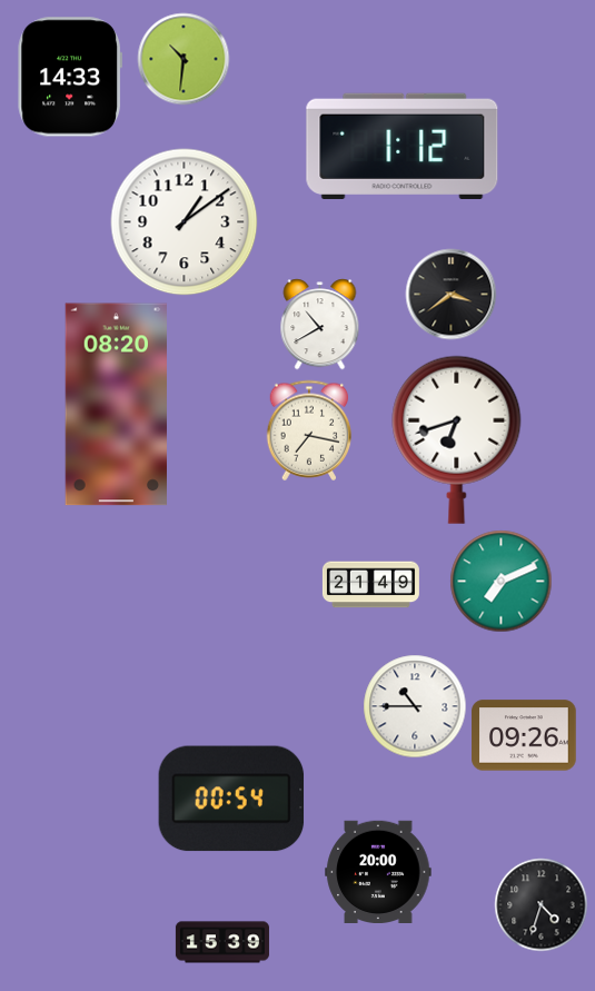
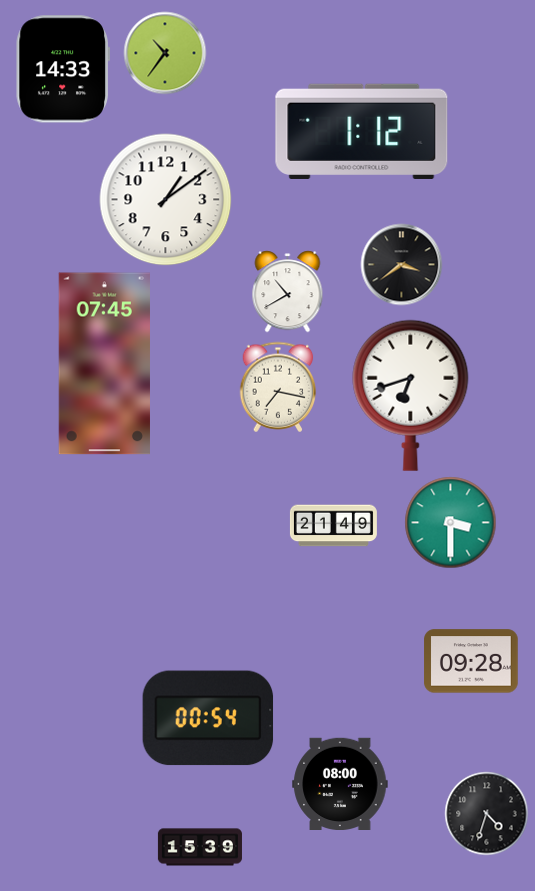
clock at (184, 59): 10:31 -> 10:36
clock at (450, 294) position: (450, 294) -> (401, 264)
clock at (116, 405): 08:20 -> 07:45
clock at (500, 581): 7:11 -> 3:30
clock at (415, 706): 10:45 -> none
clock at (524, 735): 09:26 -> 09:28
clock at (378, 871): 20:00 -> 08:00
